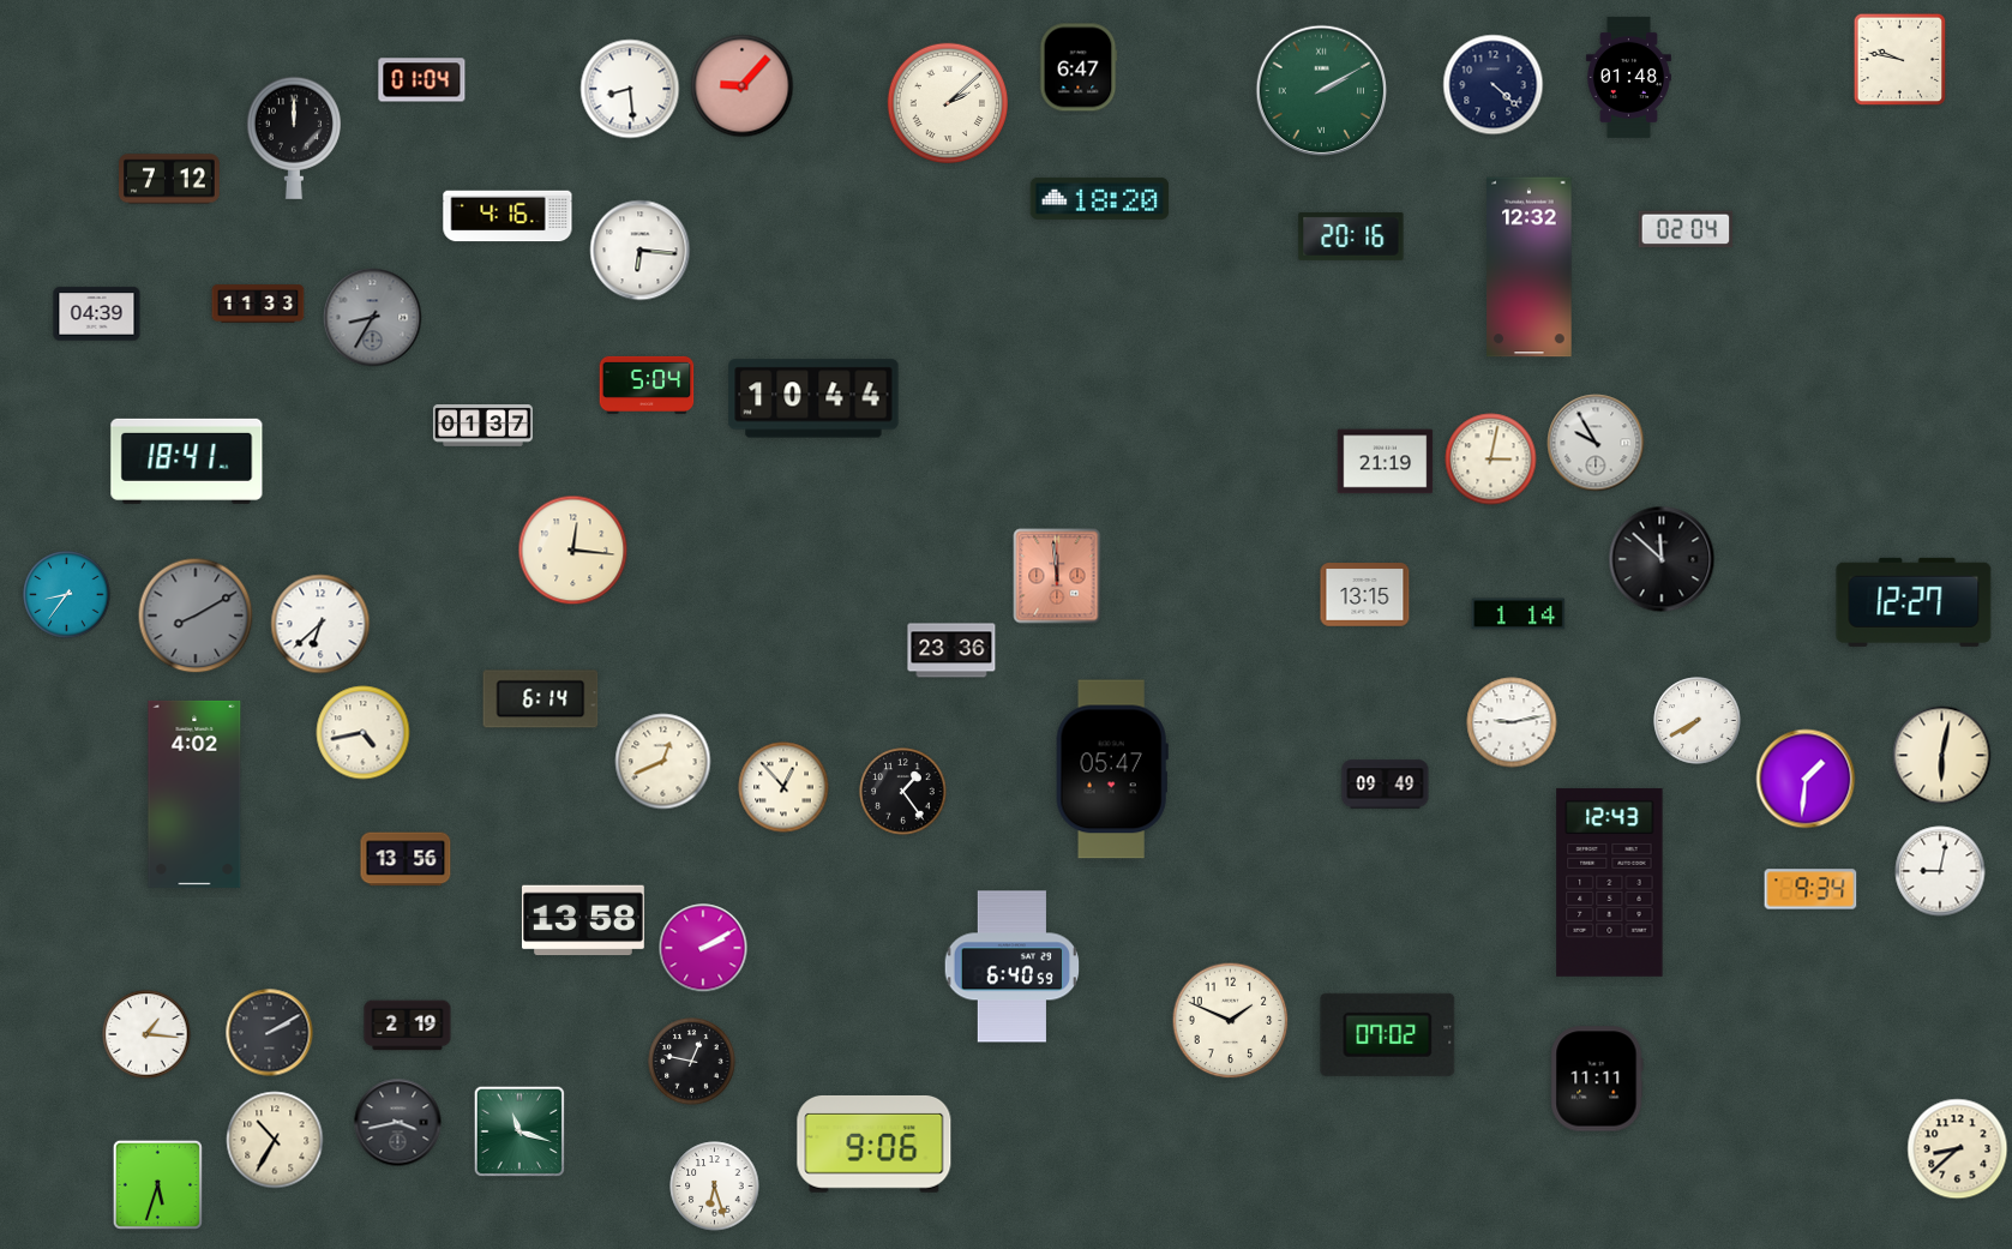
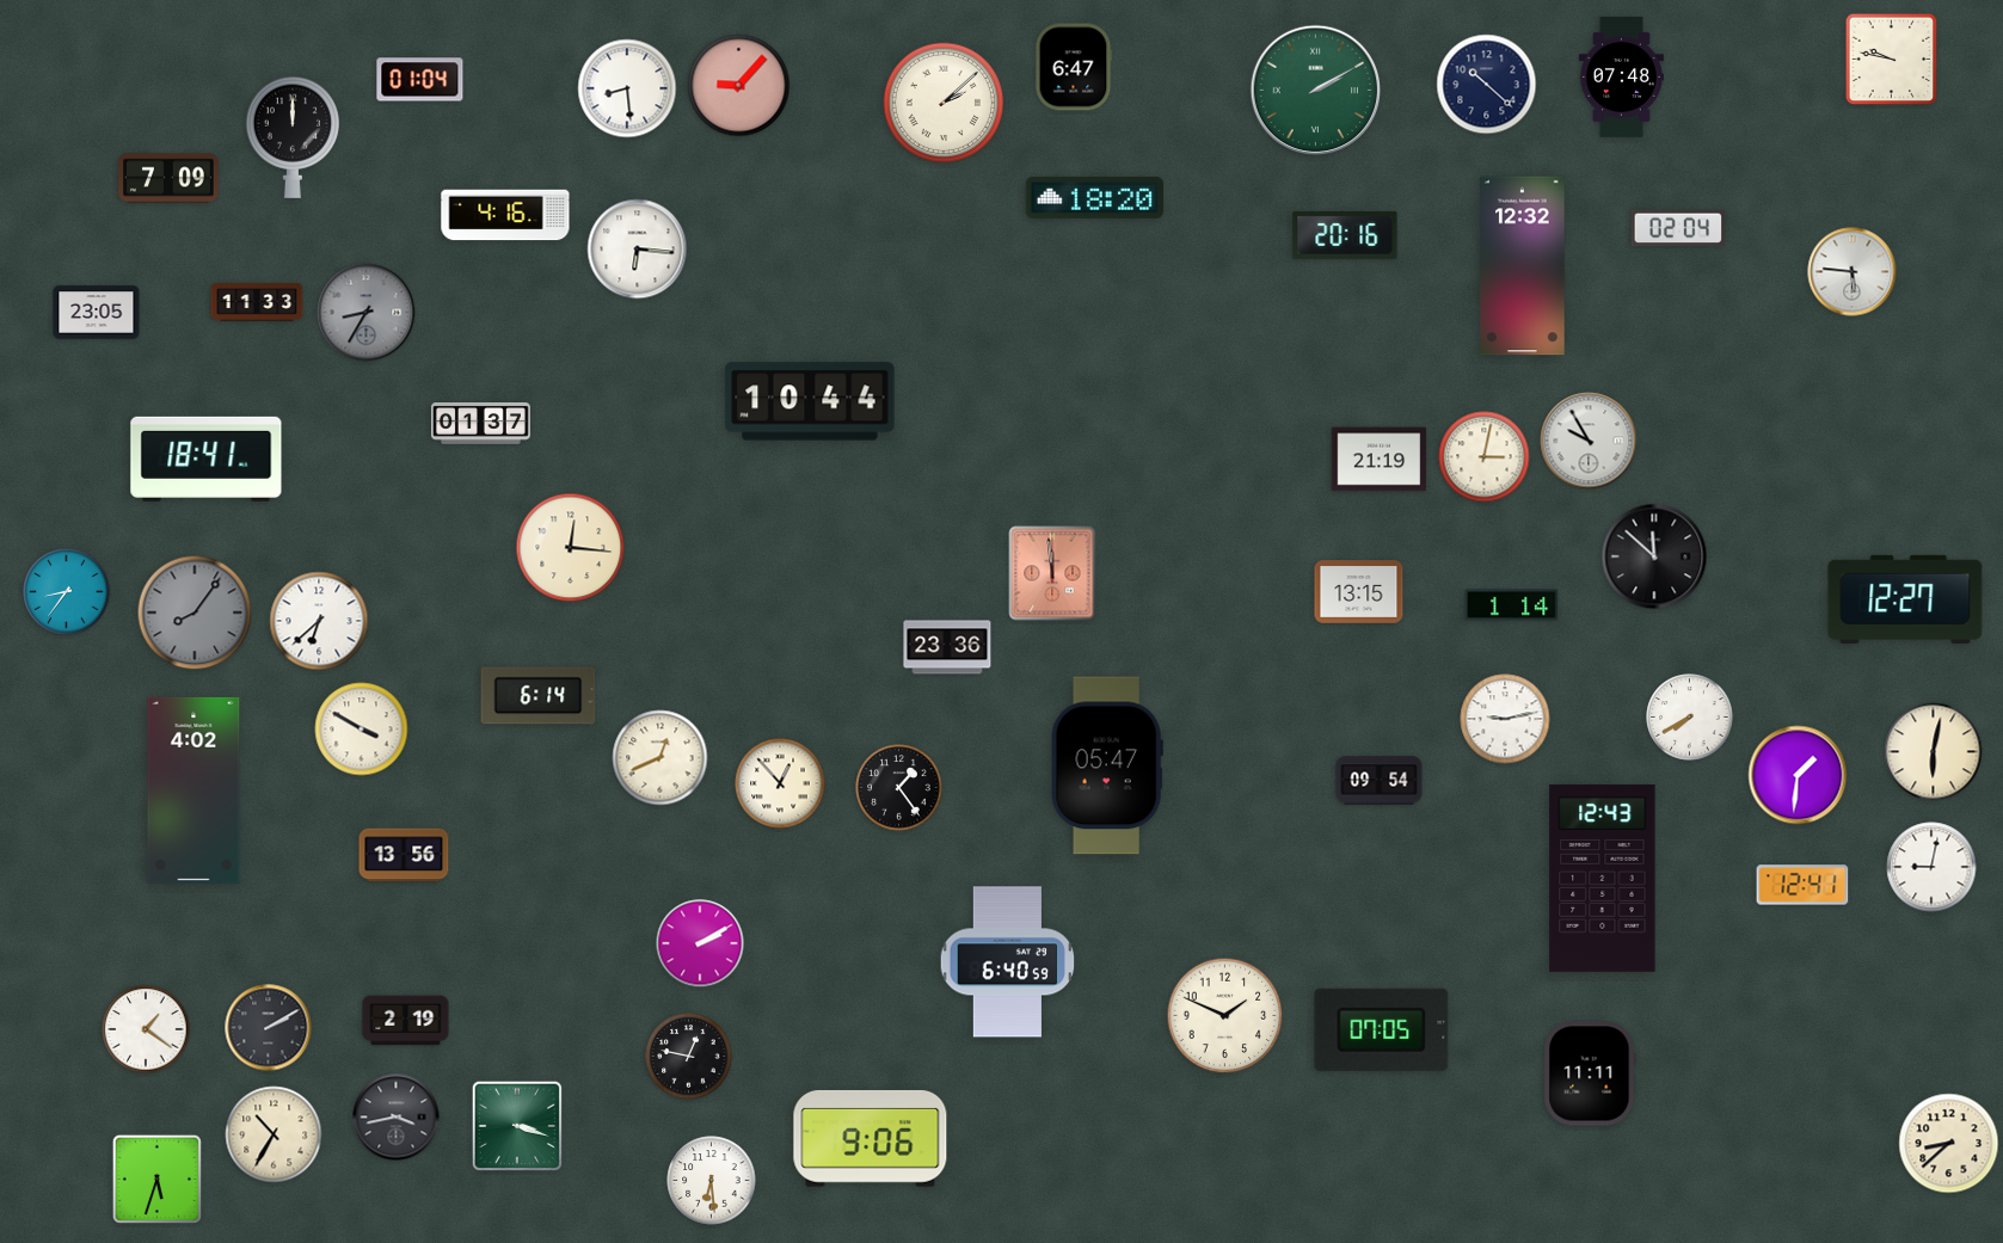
clock at (1628, 77): 01:48 -> 07:48
clock at (1494, 85): 4:22 -> 10:22
clock at (170, 179): 7:12 -> 7:09
clock at (1853, 272): none -> 5:46
clock at (97, 314): 04:39 -> 23:05
clock at (373, 318) position: (373, 318) -> (367, 313)
clock at (647, 385): 5:04 -> none
clock at (813, 398) position: (813, 398) -> (810, 401)
clock at (187, 461) position: (187, 461) -> (207, 459)
clock at (1519, 614) position: (1519, 614) -> (1512, 605)
clock at (196, 616): 8:10 -> 8:06
clock at (364, 733): 4:43 -> 3:50
clock at (1386, 785): 09:49 -> 09:54
clock at (1810, 889): 9:34 -> 12:41
clock at (583, 920): 13:58 -> none
clock at (146, 1034): 1:16 -> 1:21
clock at (1388, 1034): 07:02 -> 07:05
clock at (519, 1131): 11:18 -> 3:18
clock at (715, 1187): 6:27 -> 6:29
